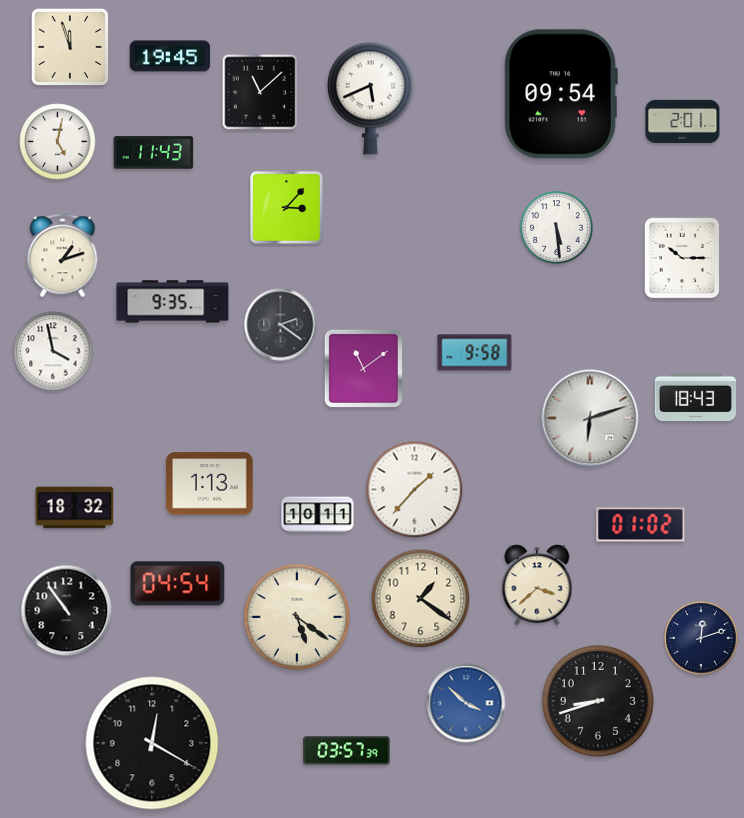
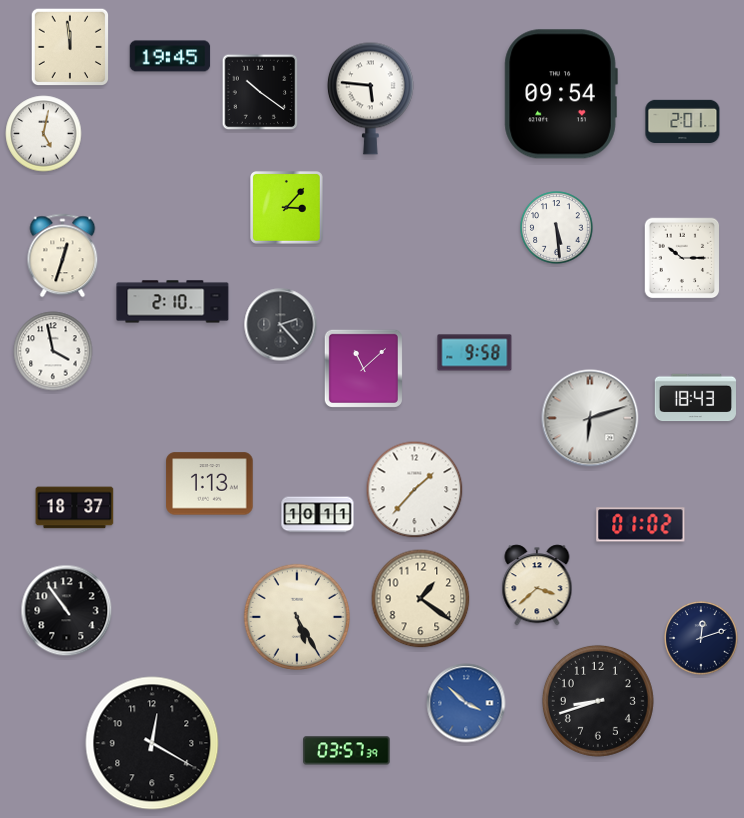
clock at (69, 46): 11:57 -> 11:59
clock at (260, 92): 11:08 -> 10:21
clock at (370, 98): 5:41 -> 5:46
clock at (58, 142) position: (58, 142) -> (44, 134)
clock at (154, 153): 11:43 -> none
clock at (63, 256): 1:12 -> 12:33
clock at (173, 302): 9:35 -> 2:10
clock at (281, 325): 2:21 -> 2:23
clock at (363, 368): 11:09 -> 11:08
clock at (75, 508): 18:32 -> 18:37
clock at (178, 584): 04:54 -> none
clock at (297, 617): 5:21 -> 5:25
